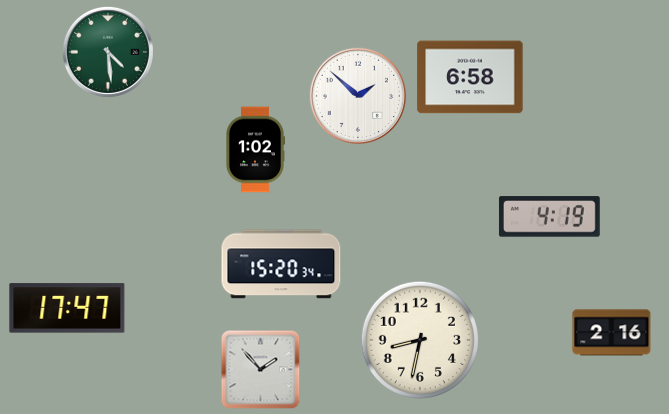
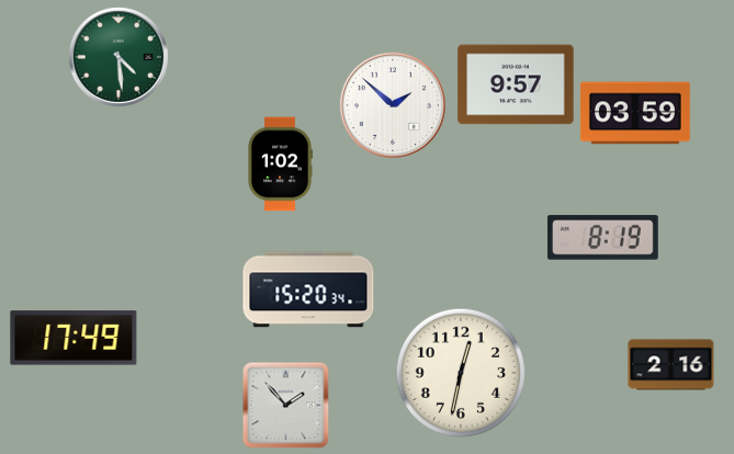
clock at (470, 77): 6:58 -> 9:57
clock at (635, 113): none -> 03:59
clock at (549, 217): 4:19 -> 8:19
clock at (67, 308): 17:47 -> 17:49
clock at (419, 339): 8:32 -> 12:32
